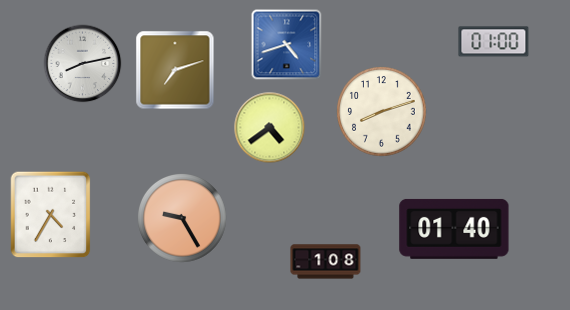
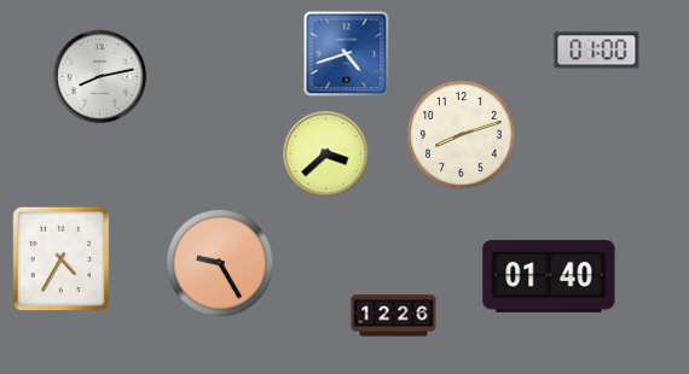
clock at (175, 70): 7:12 -> none
clock at (270, 128): 4:39 -> 3:38
clock at (326, 262): 1:08 -> 12:26
